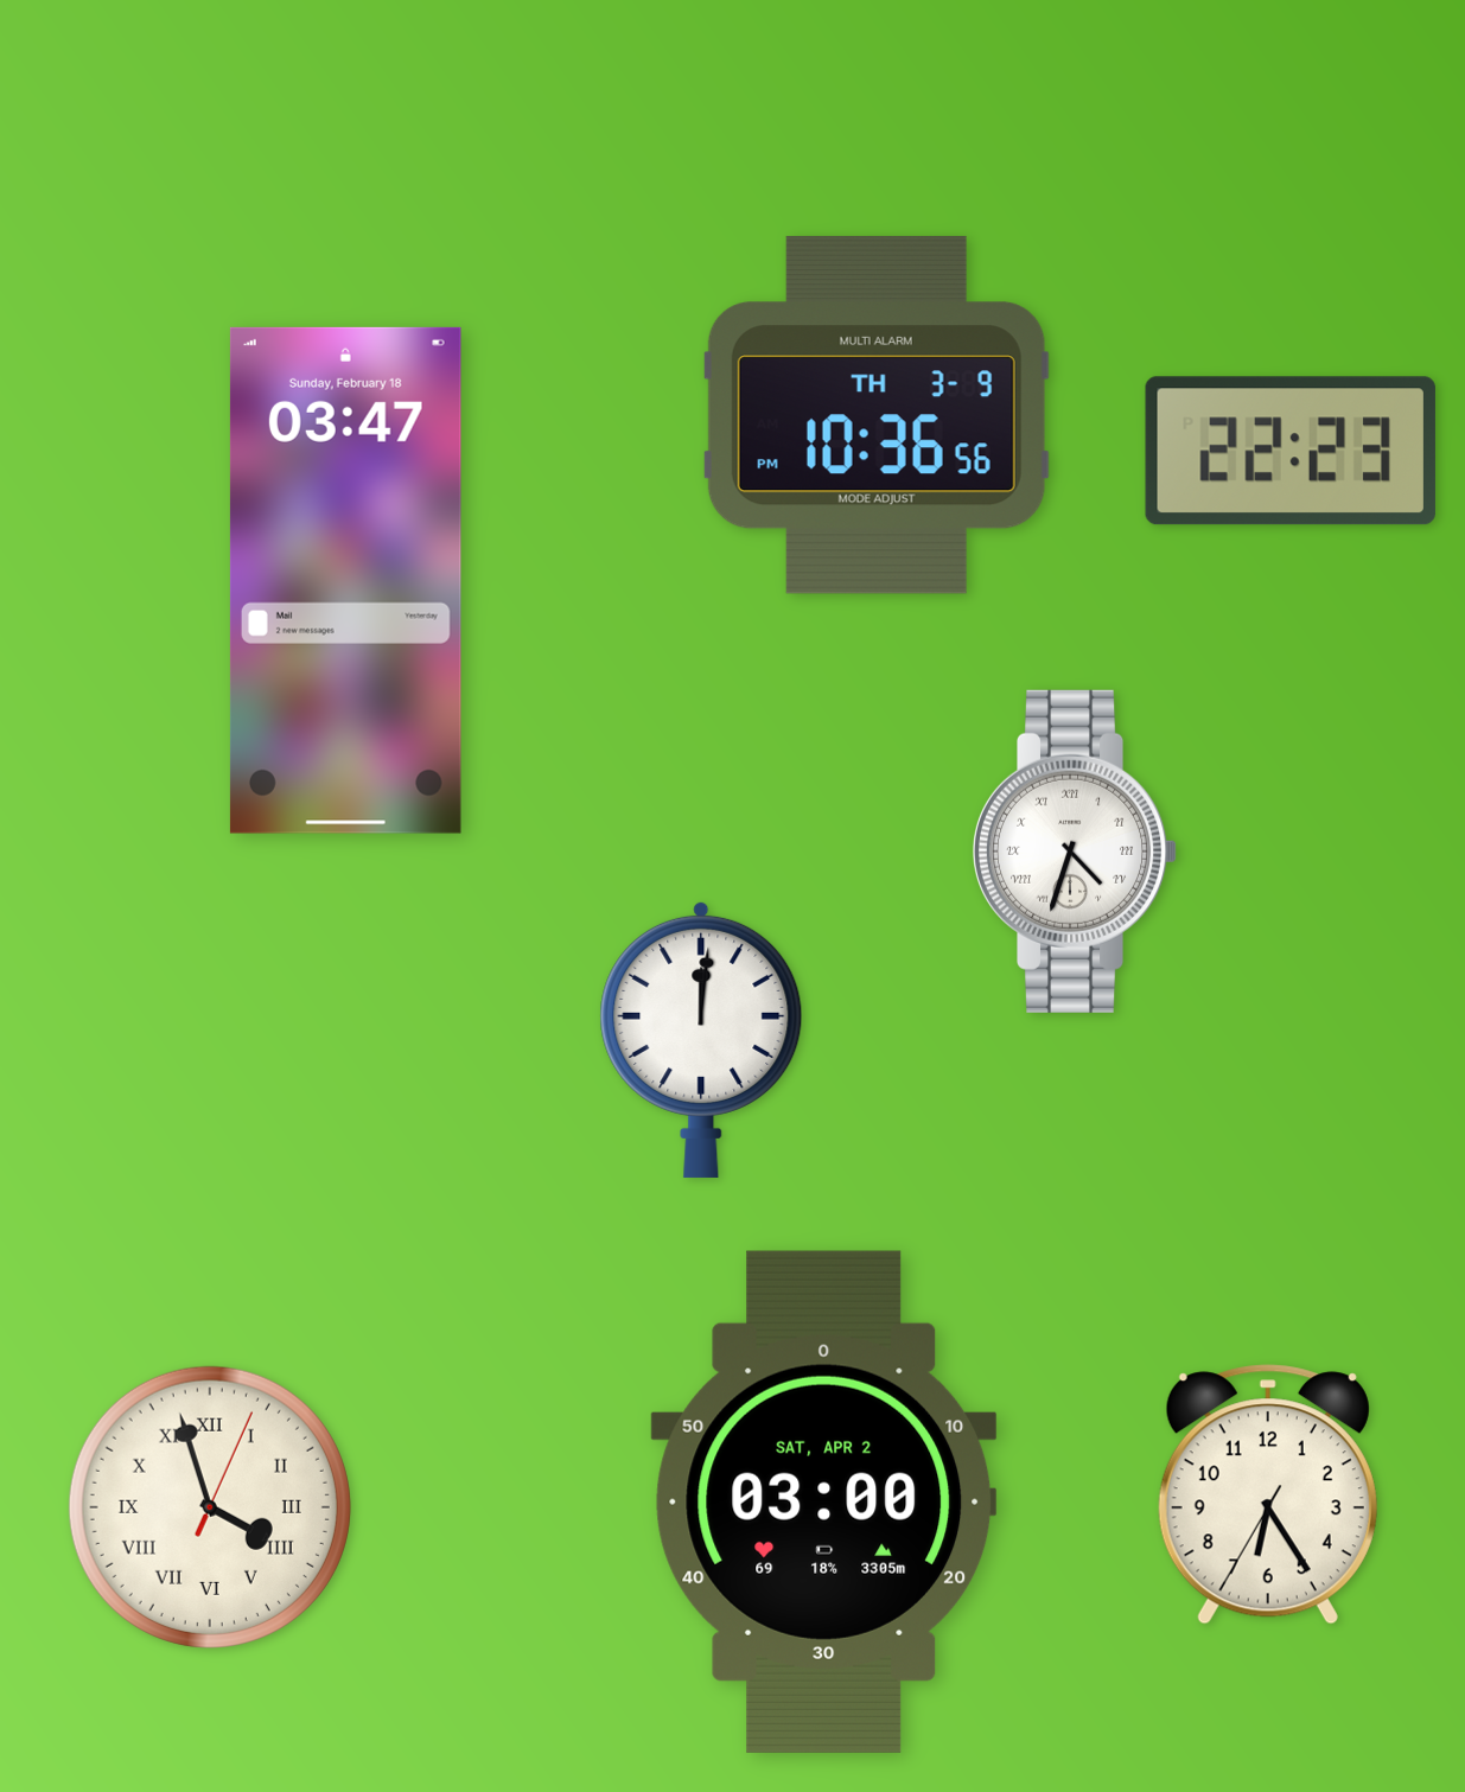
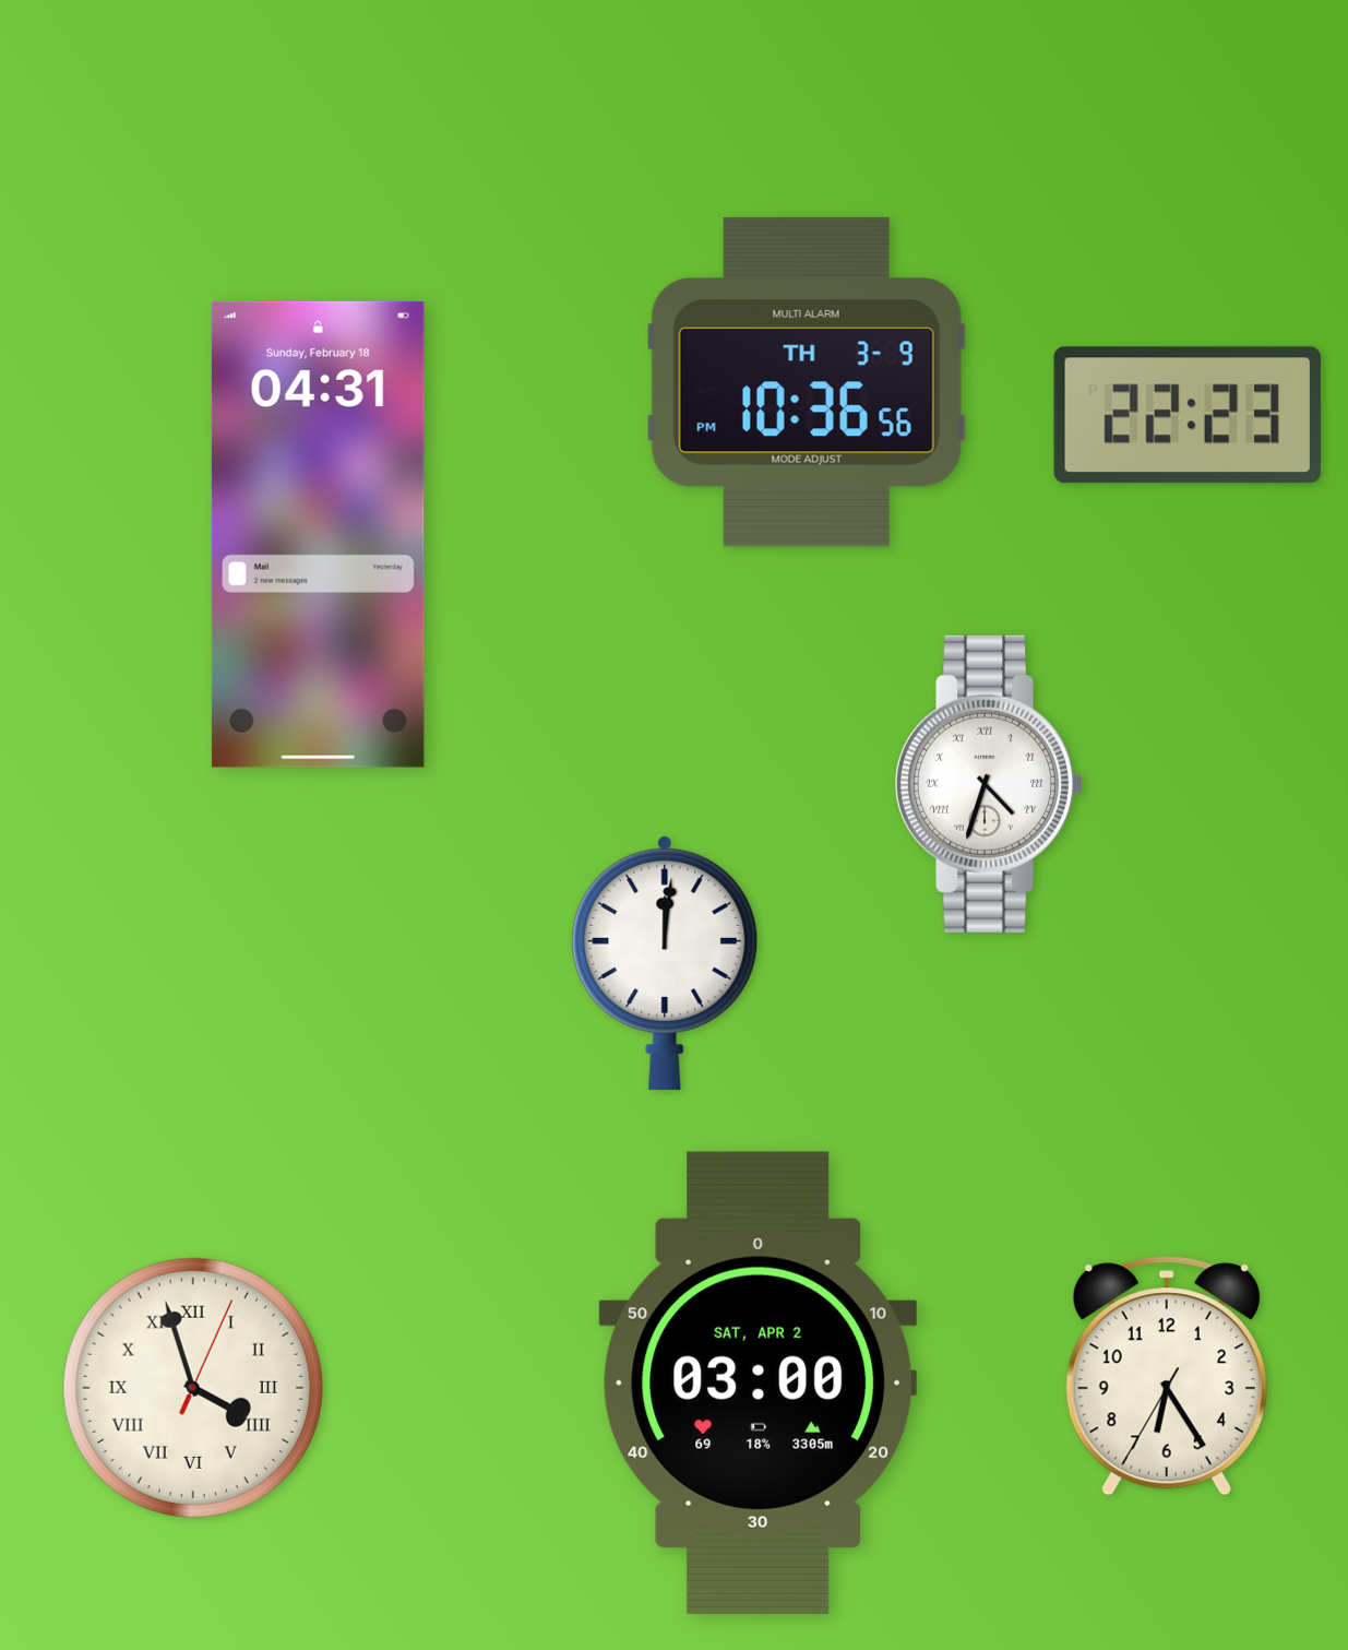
clock at (345, 580): 03:47 -> 04:31
clock at (701, 1039) position: (701, 1039) -> (665, 962)
